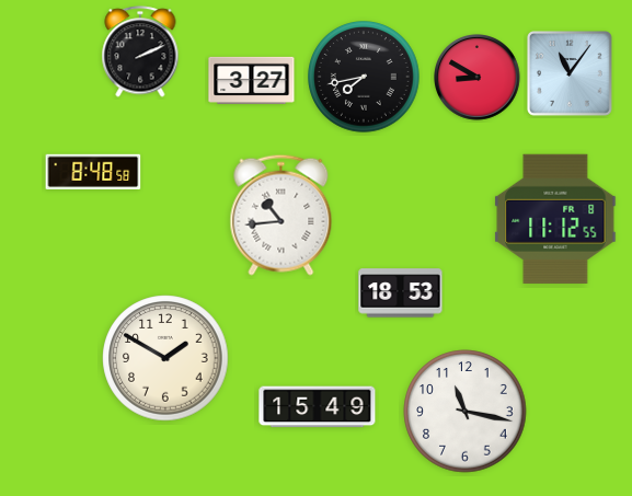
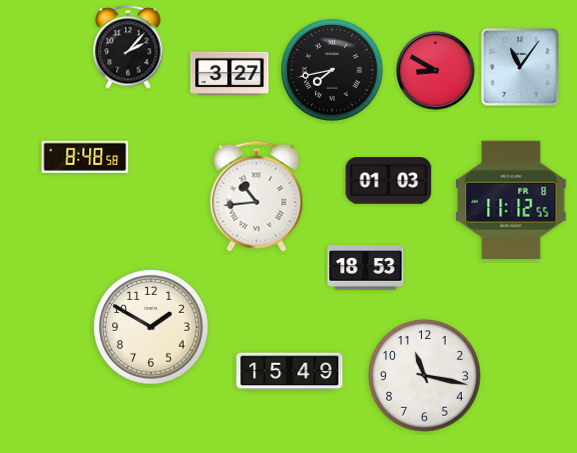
clock at (140, 51): 2:11 -> 2:07
clock at (389, 181): none -> 01:03
clock at (555, 219) position: (555, 219) -> (511, 200)
